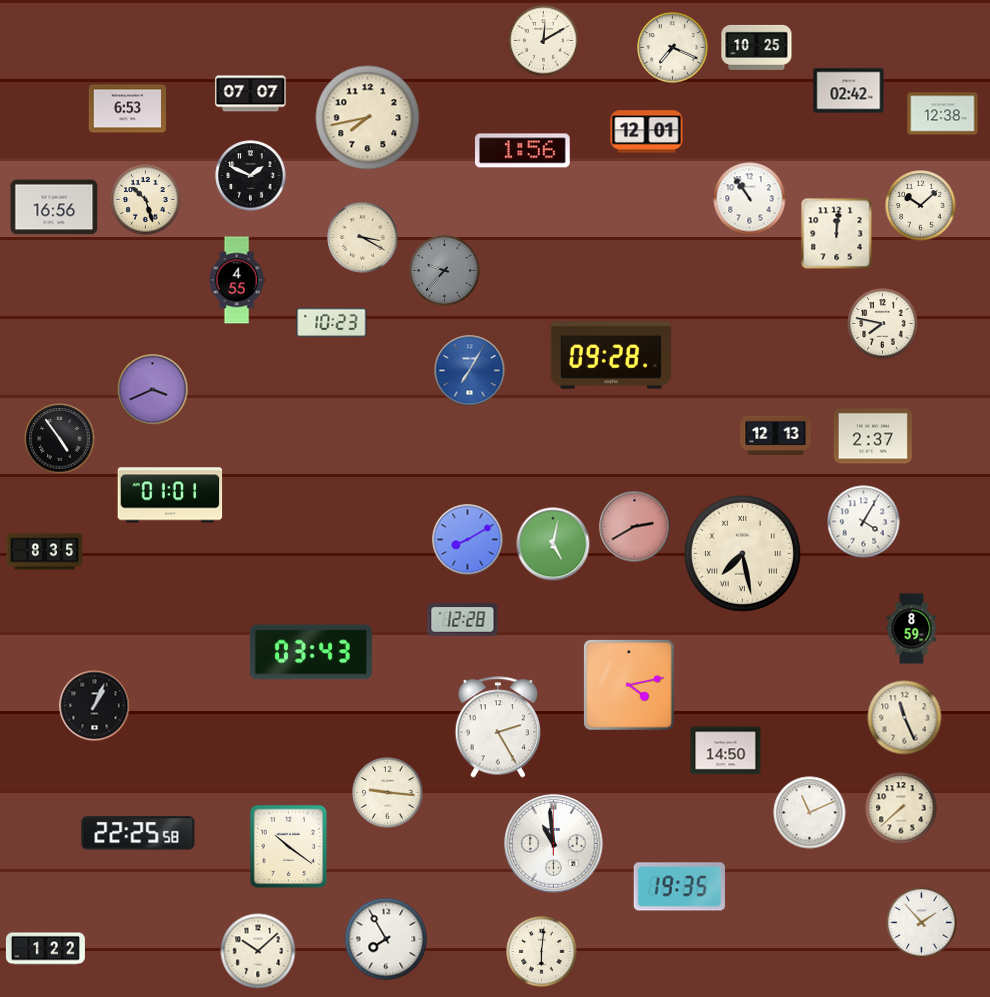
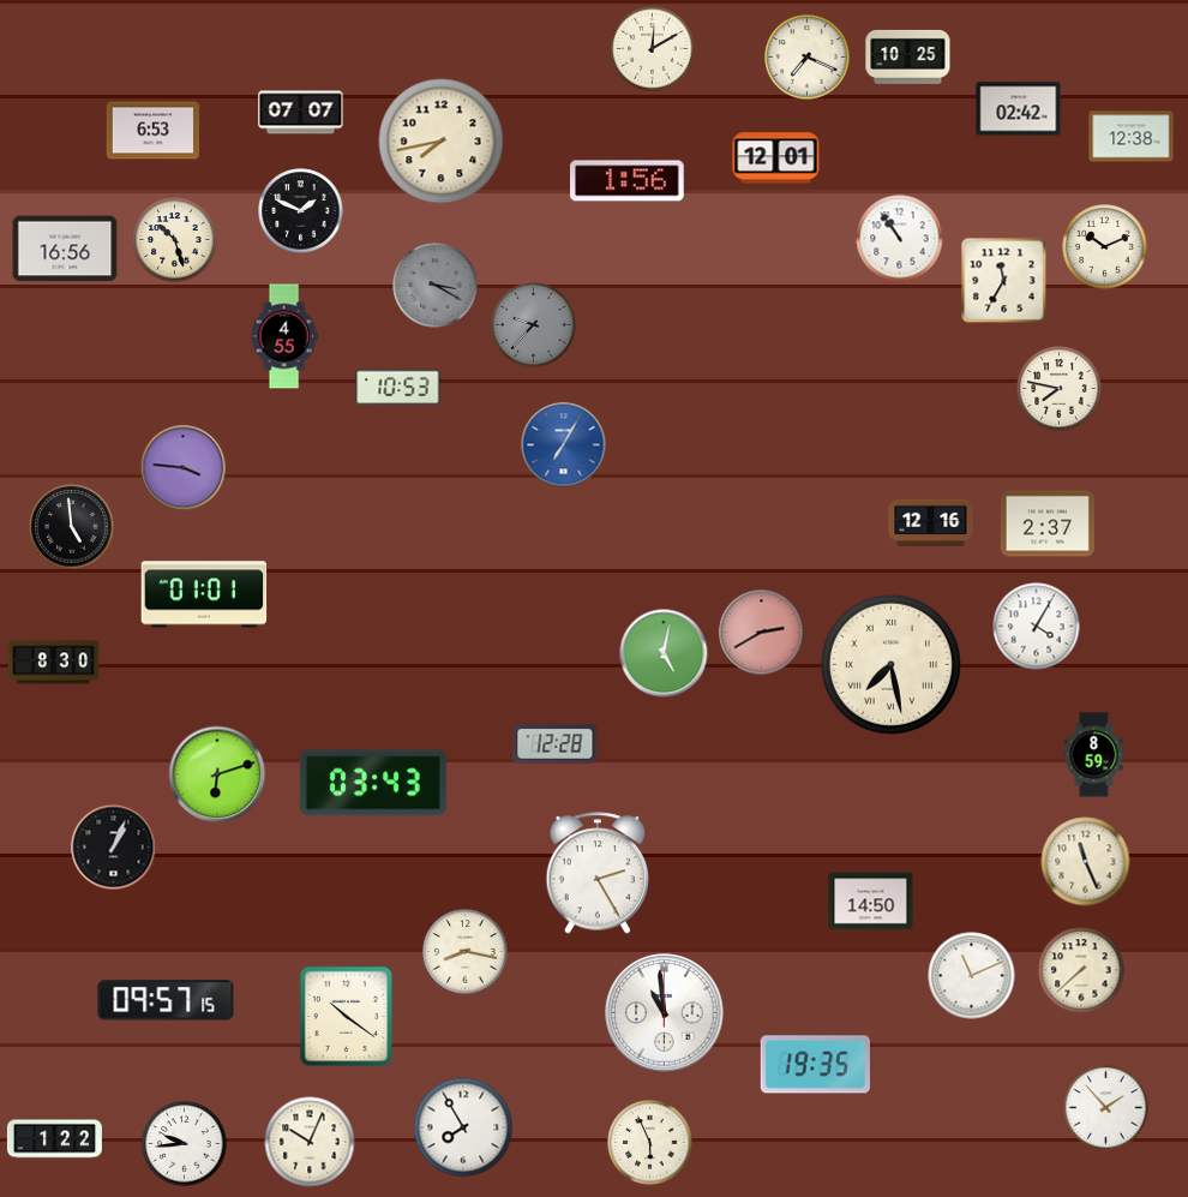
clock at (921, 206): 10:08 -> 10:11
clock at (837, 234): 12:01 -> 11:35
clock at (363, 238) dial: cream -> grey
clock at (332, 322): 10:23 -> 10:53
clock at (611, 355): 09:28 -> none
clock at (153, 390): 3:41 -> 3:46
clock at (776, 435): 12:13 -> 12:16
clock at (60, 439): 4:54 -> 4:59
clock at (468, 540): 8:10 -> none
clock at (45, 552): 8:35 -> 8:30
clock at (217, 774): none -> 6:12
clock at (630, 686): 4:13 -> none
clock at (388, 793): 9:16 -> 8:17
clock at (138, 833): 22:25 -> 09:57
clock at (258, 951): 10:08 -> 10:04
clock at (542, 952): 6:01 -> 5:56
clock at (185, 1144): none -> 9:44
